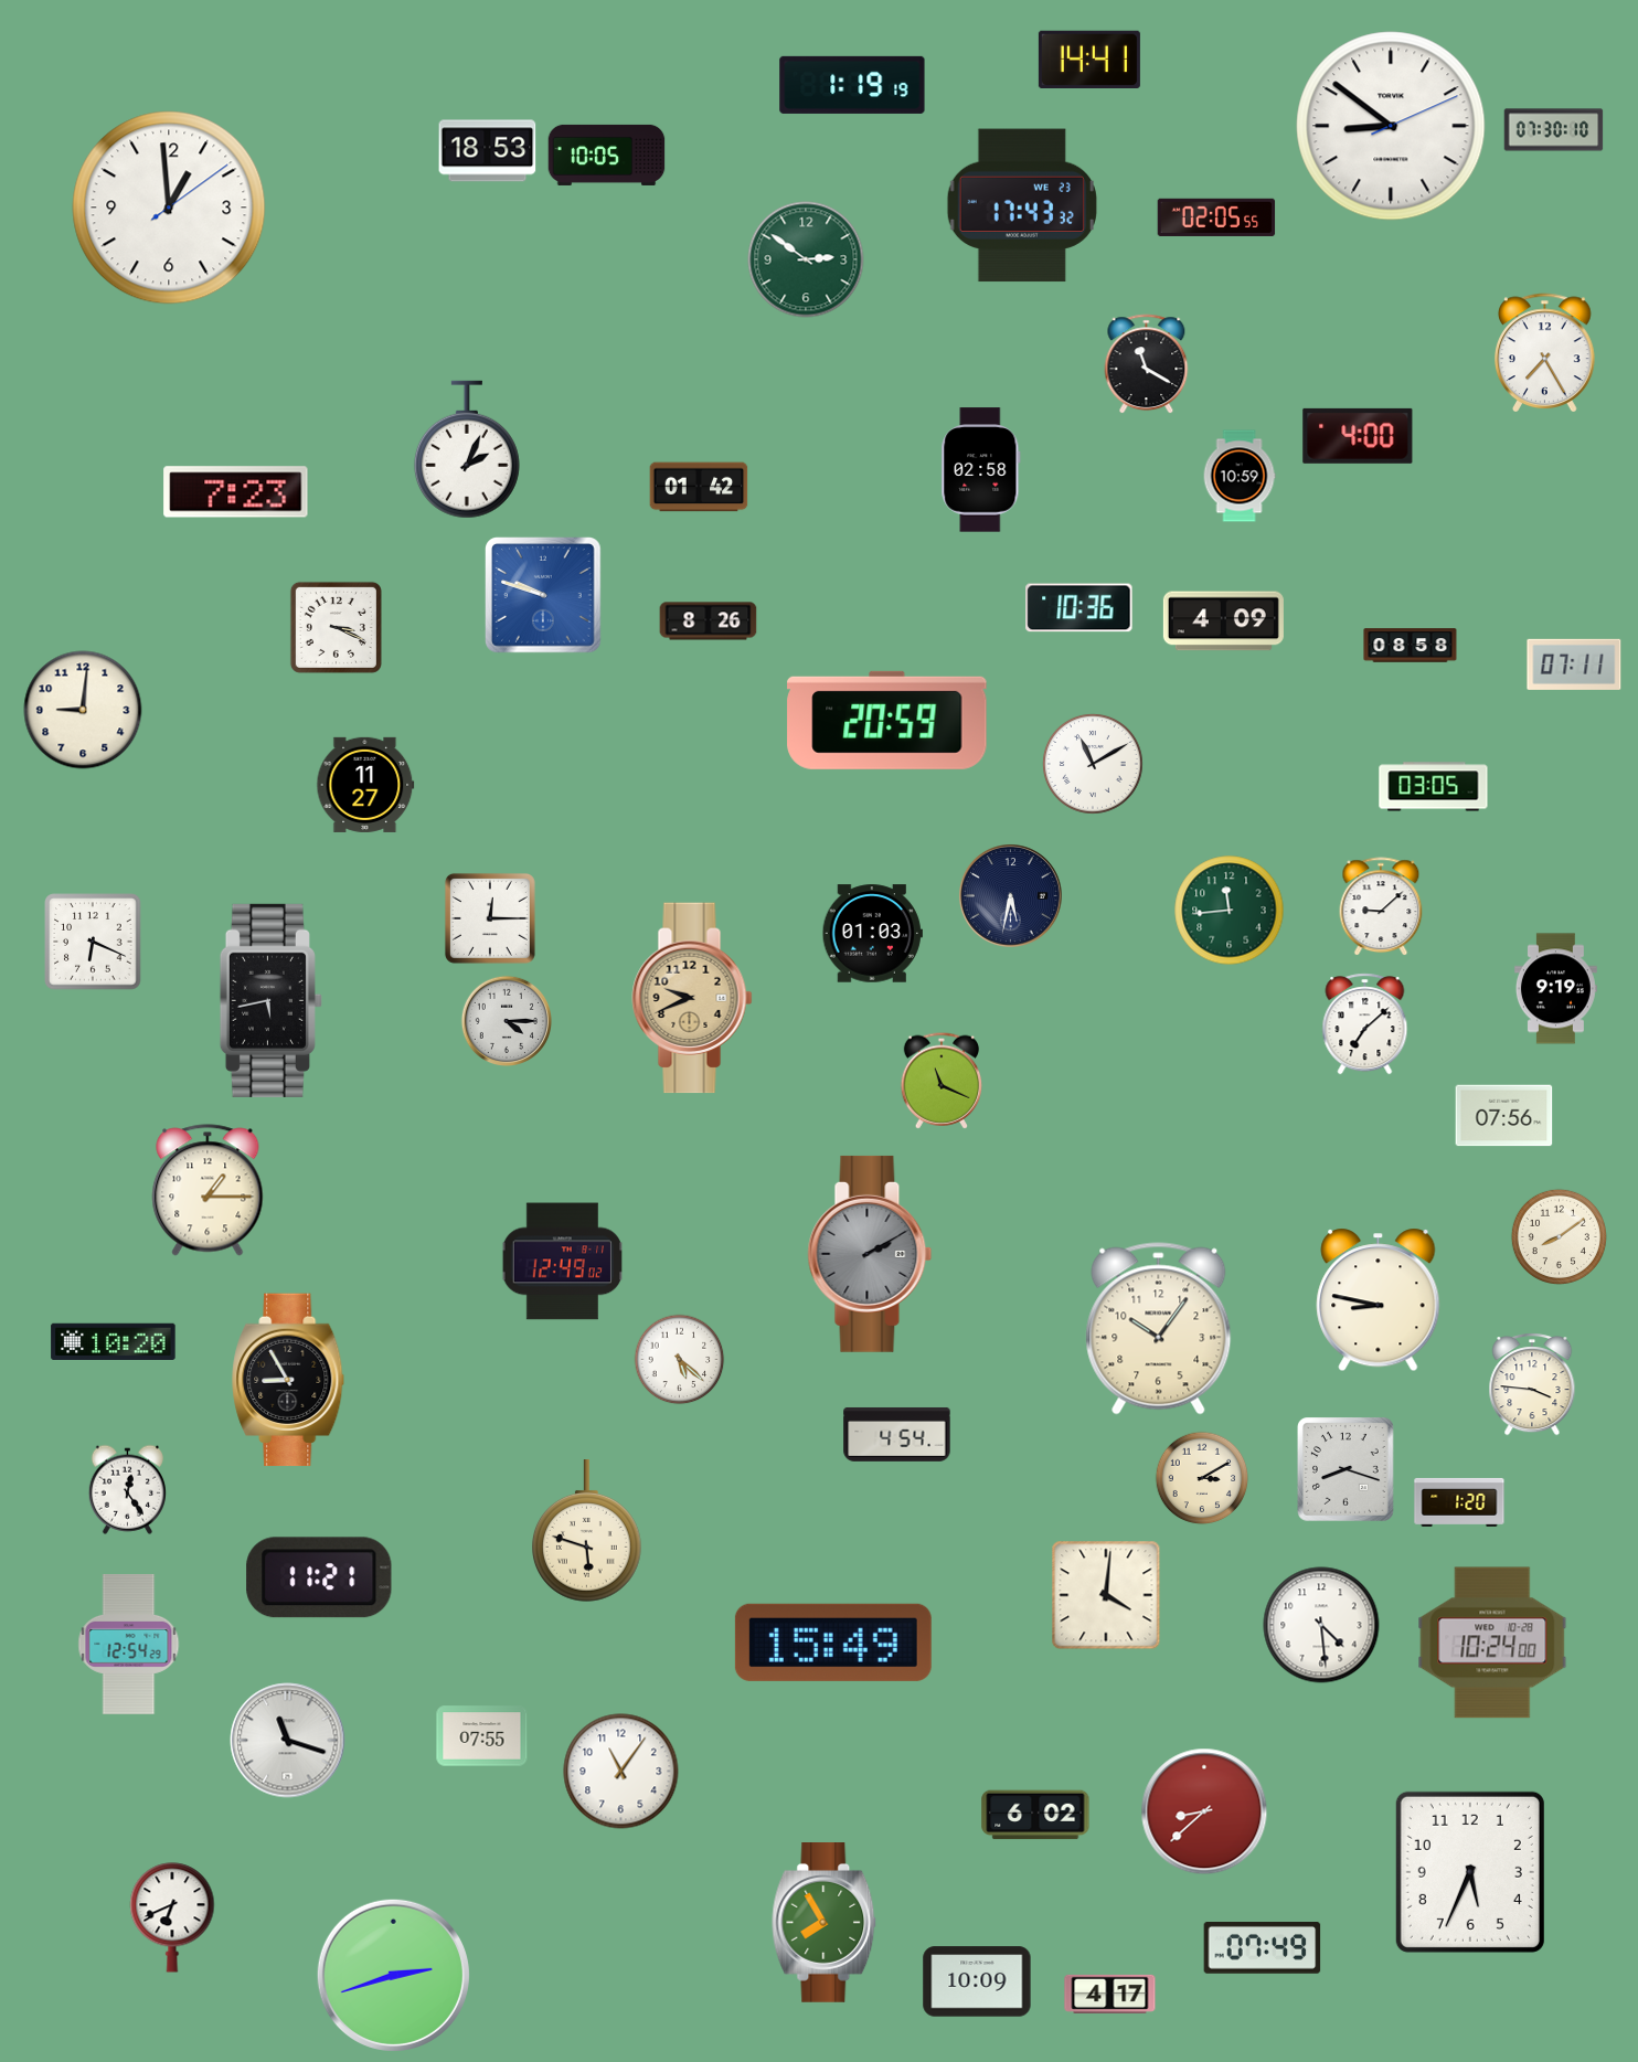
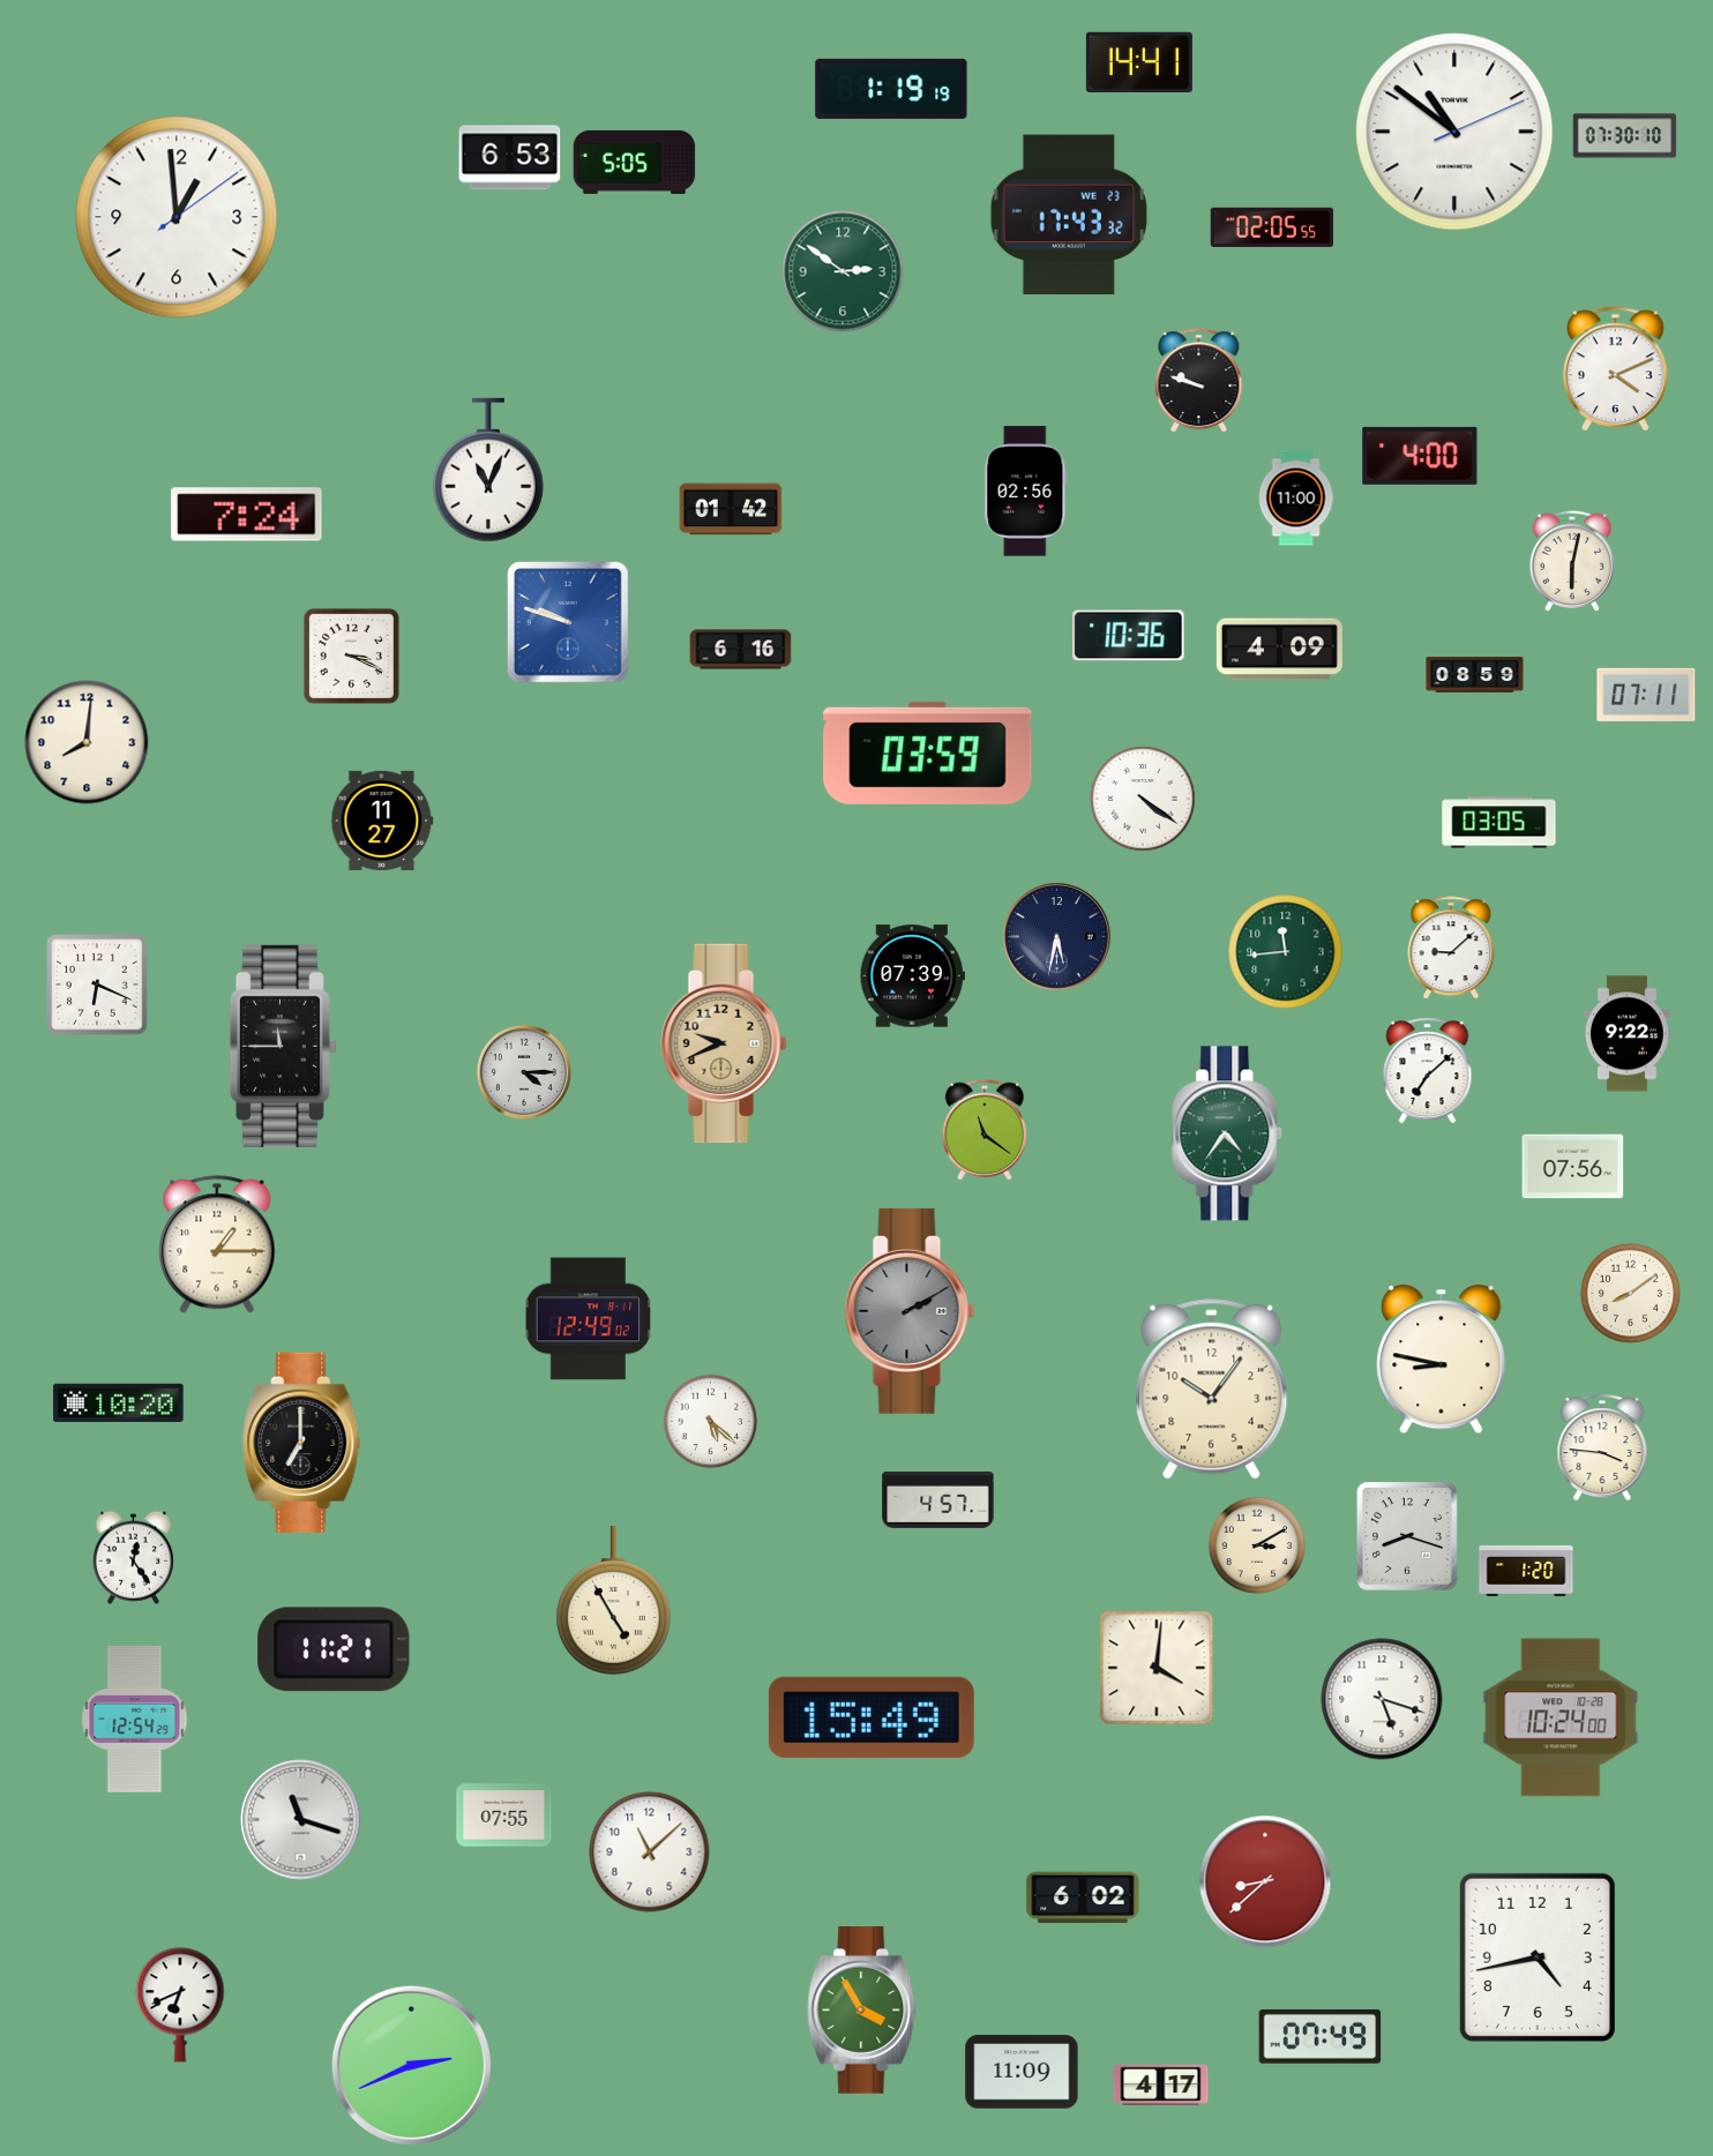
clock at (1391, 126): 8:51 -> 10:51
clock at (488, 151): 18:53 -> 6:53
clock at (607, 155): 10:05 -> 5:05
clock at (1545, 352): 7:25 -> 4:11
clock at (1147, 364): 11:20 -> 9:48
clock at (467, 449): 2:04 -> 11:04
clock at (981, 470): 02:58 -> 02:56
clock at (1240, 476): 10:59 -> 11:00
clock at (236, 492): 7:23 -> 7:24
clock at (1572, 561): none -> 6:02
clock at (709, 621): 8:26 -> 6:16
clock at (1411, 646): 08:58 -> 08:59
clock at (83, 710): 9:01 -> 8:01
clock at (887, 720): 20:59 -> 03:59
clock at (1093, 764): 11:10 -> 4:21
clock at (1381, 907) position: (1381, 907) -> (1451, 949)
clock at (490, 918): 12:15 -> none
clock at (872, 934): 01:03 -> 07:39
clock at (1555, 989): 9:19 -> 9:22
clock at (270, 1000): 5:43 -> 11:45
clock at (506, 1020) position: (506, 1020) -> (523, 1071)
clock at (942, 1081): 11:19 -> 11:21
clock at (1228, 1133): none -> 4:36
clock at (289, 1380): 8:55 -> 7:00
clock at (897, 1434): 4:54 -> 4:57
clock at (587, 1531): 5:48 -> 4:55
clock at (1321, 1625): 4:29 -> 5:18
clock at (621, 1772): 11:06 -> 11:08
clock at (1204, 1811) position: (1204, 1811) -> (1265, 1881)
clock at (1470, 1872): 5:34 -> 4:43
clock at (825, 1923): 7:55 -> 3:55
clock at (393, 1975): 2:42 -> 2:41
clock at (977, 1981): 10:09 -> 11:09
